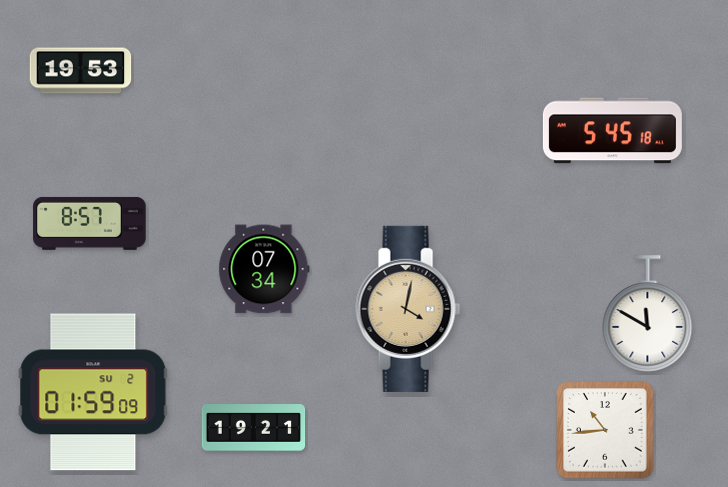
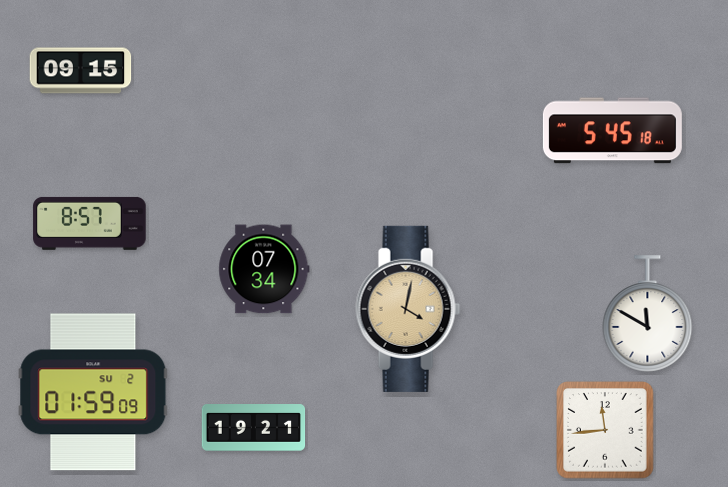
clock at (81, 71): 19:53 -> 09:15
clock at (605, 430): 10:44 -> 11:44
